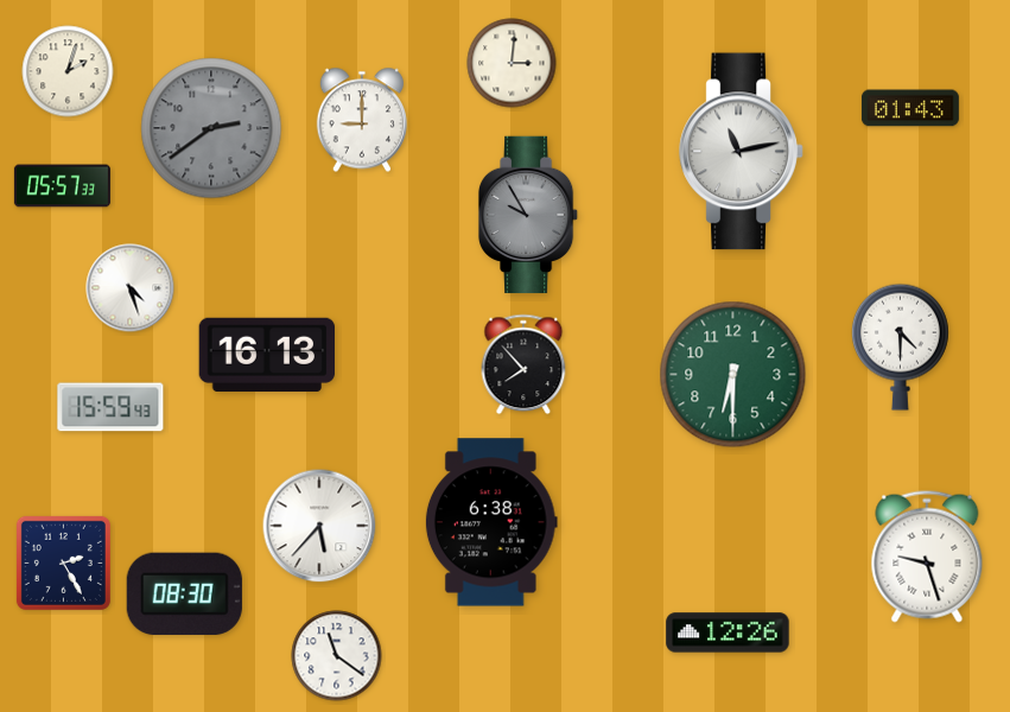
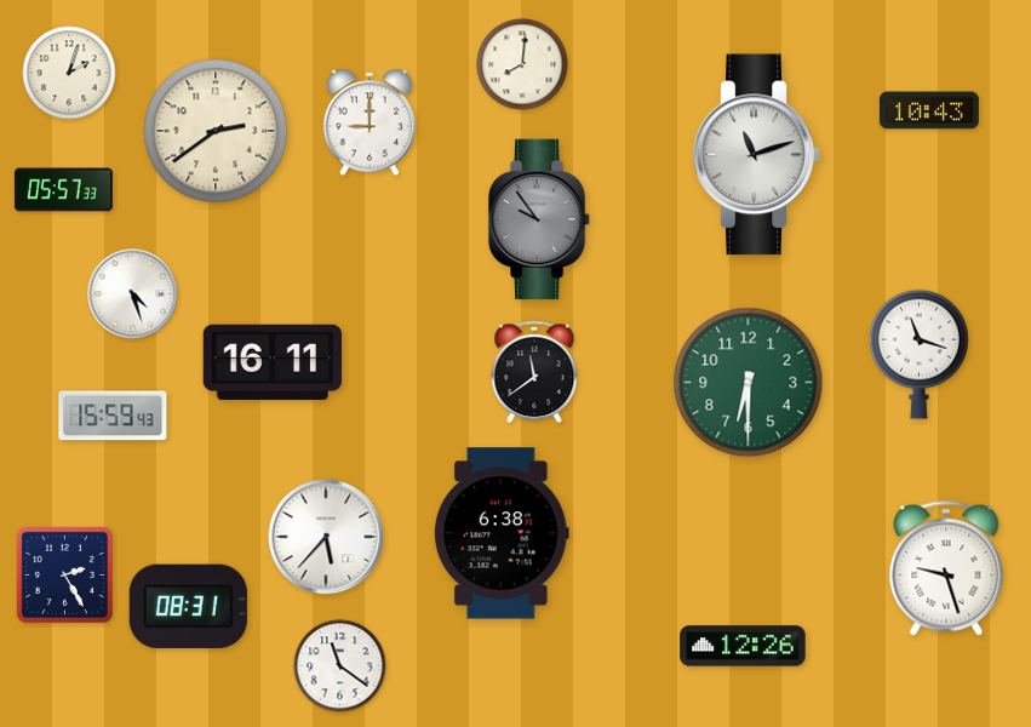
clock at (512, 63): 3:01 -> 8:01
clock at (910, 108): 01:43 -> 10:43
clock at (211, 128) dial: grey -> cream
clock at (742, 152): 11:13 -> 11:12
clock at (528, 215): 9:55 -> 9:54
clock at (900, 347): 4:30 -> 11:18
clock at (266, 355): 16:13 -> 16:11
clock at (523, 364): 7:53 -> 11:39
clock at (184, 593): 08:30 -> 08:31
clock at (337, 656) position: (337, 656) -> (340, 666)
